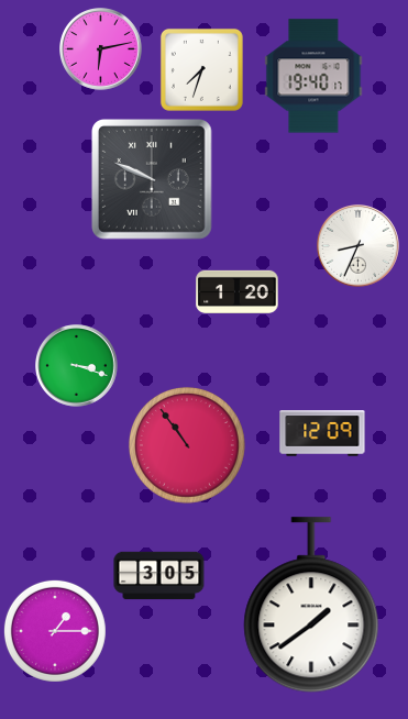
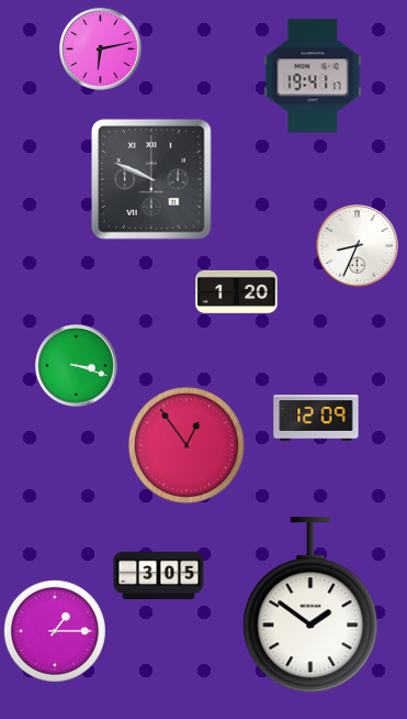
clock at (201, 69): 7:33 -> none
clock at (313, 76): 19:40 -> 19:41
clock at (322, 433) position: (322, 433) -> (316, 418)
clock at (187, 445): 10:54 -> 12:54
clock at (311, 606): 1:39 -> 1:51
